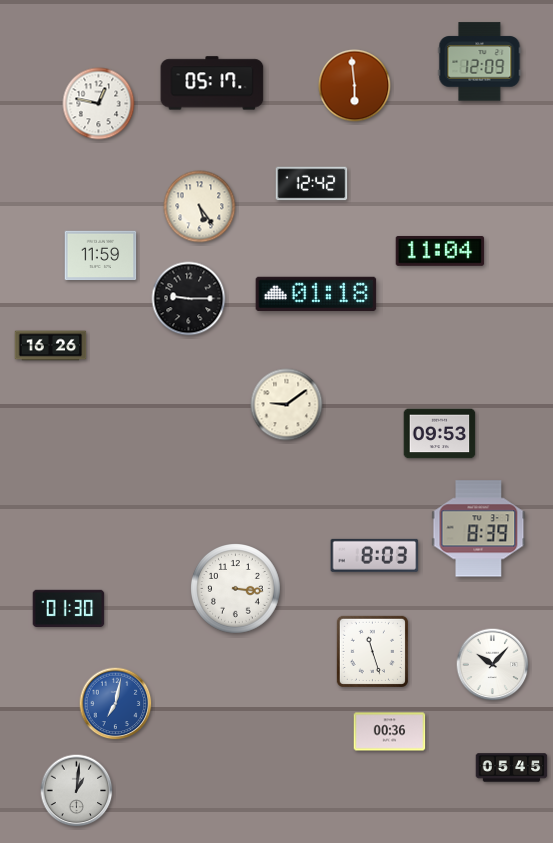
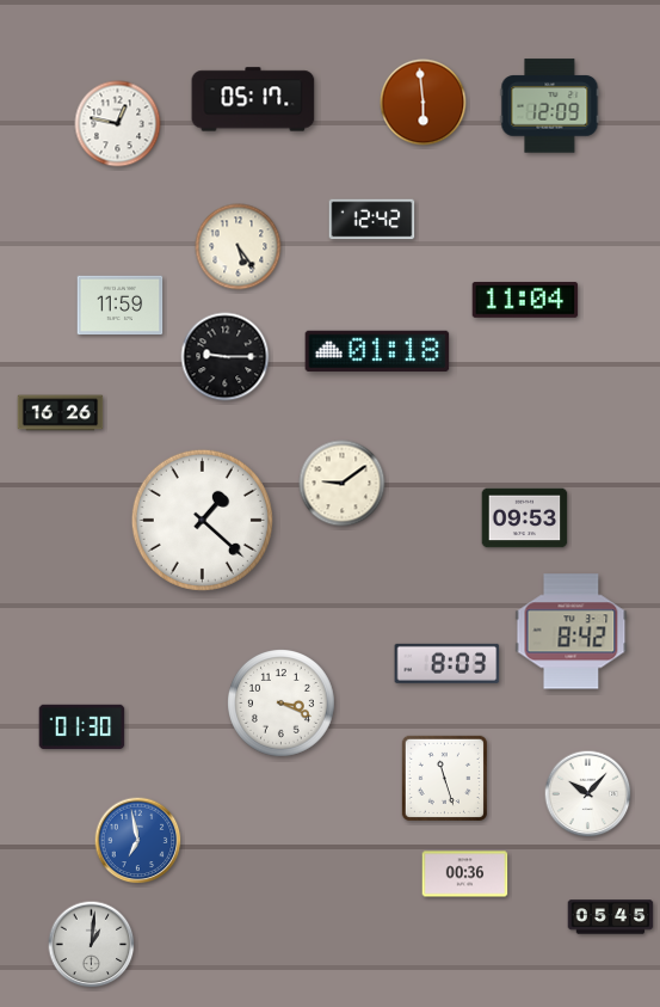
clock at (480, 62) position: (480, 62) -> (550, 106)
clock at (202, 520): none -> 1:22
clock at (479, 529): 8:39 -> 8:42
clock at (236, 589): 3:16 -> 3:19
clock at (116, 704): 7:02 -> 6:58
